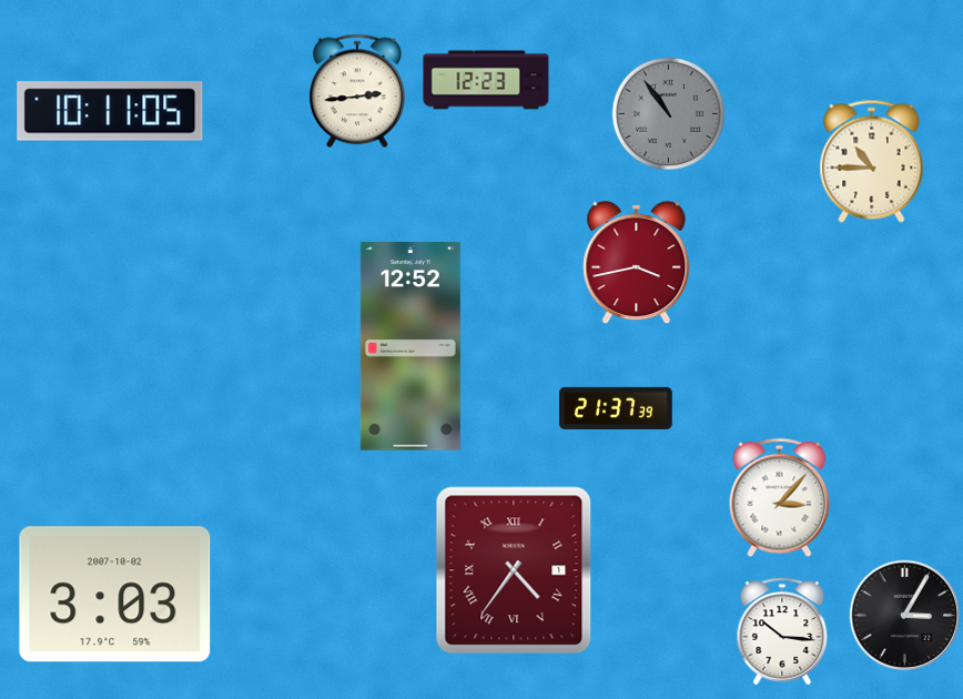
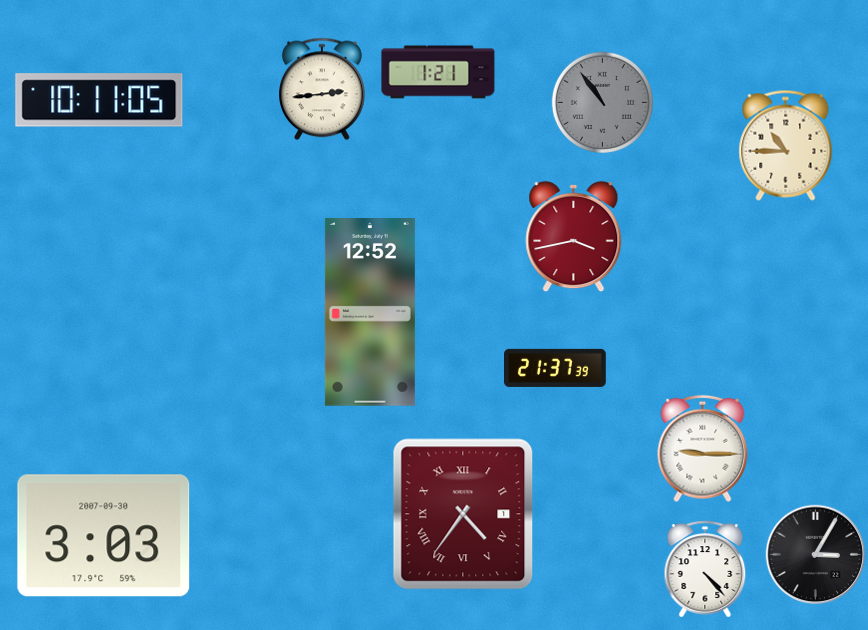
clock at (486, 80): 12:23 -> 1:21
clock at (358, 91) position: (358, 91) -> (323, 89)
clock at (780, 498): 3:07 -> 9:15
clock at (115, 595) date: 2007-10-02 -> 2007-09-30
clock at (782, 631): 10:16 -> 4:23
